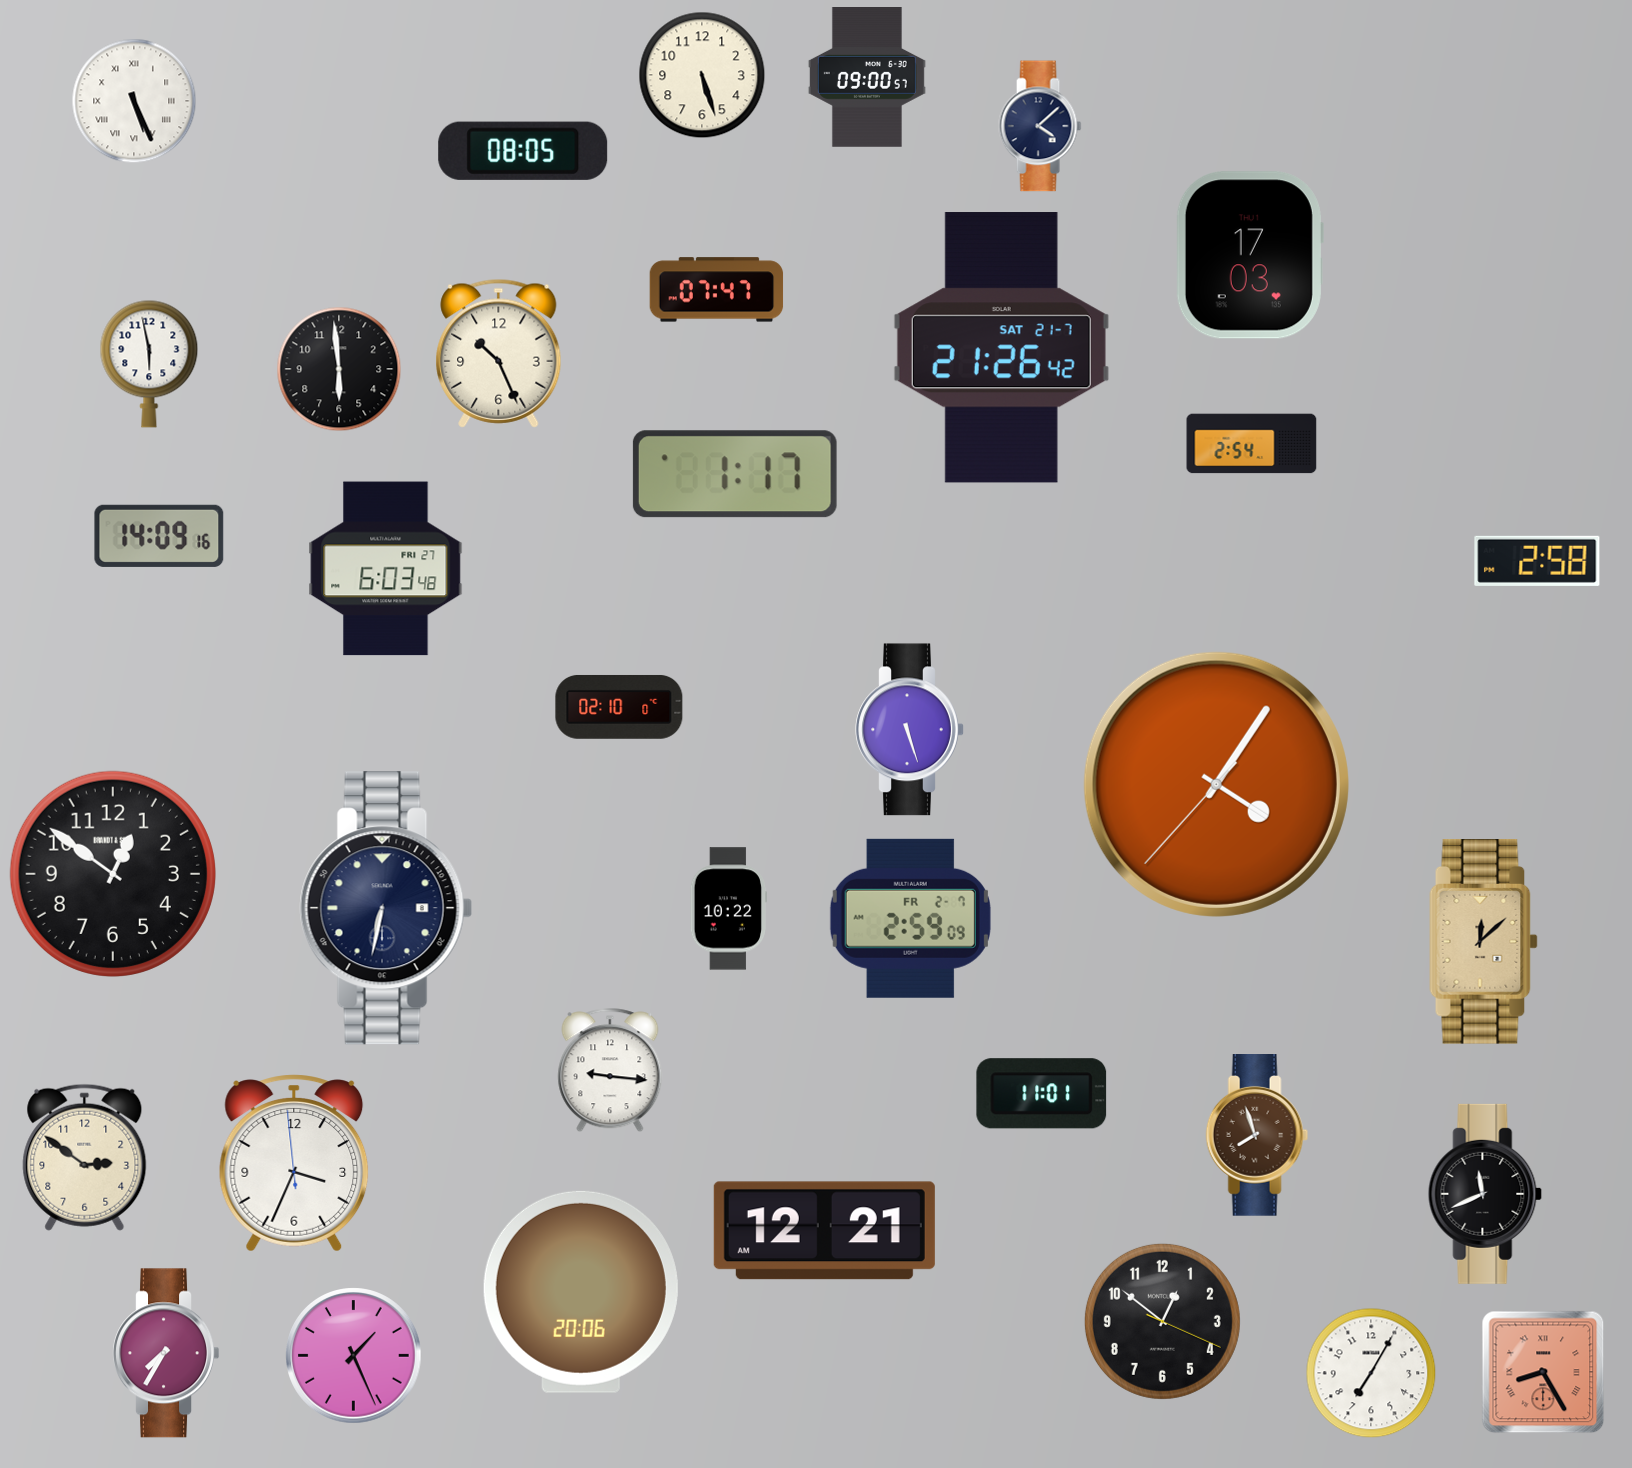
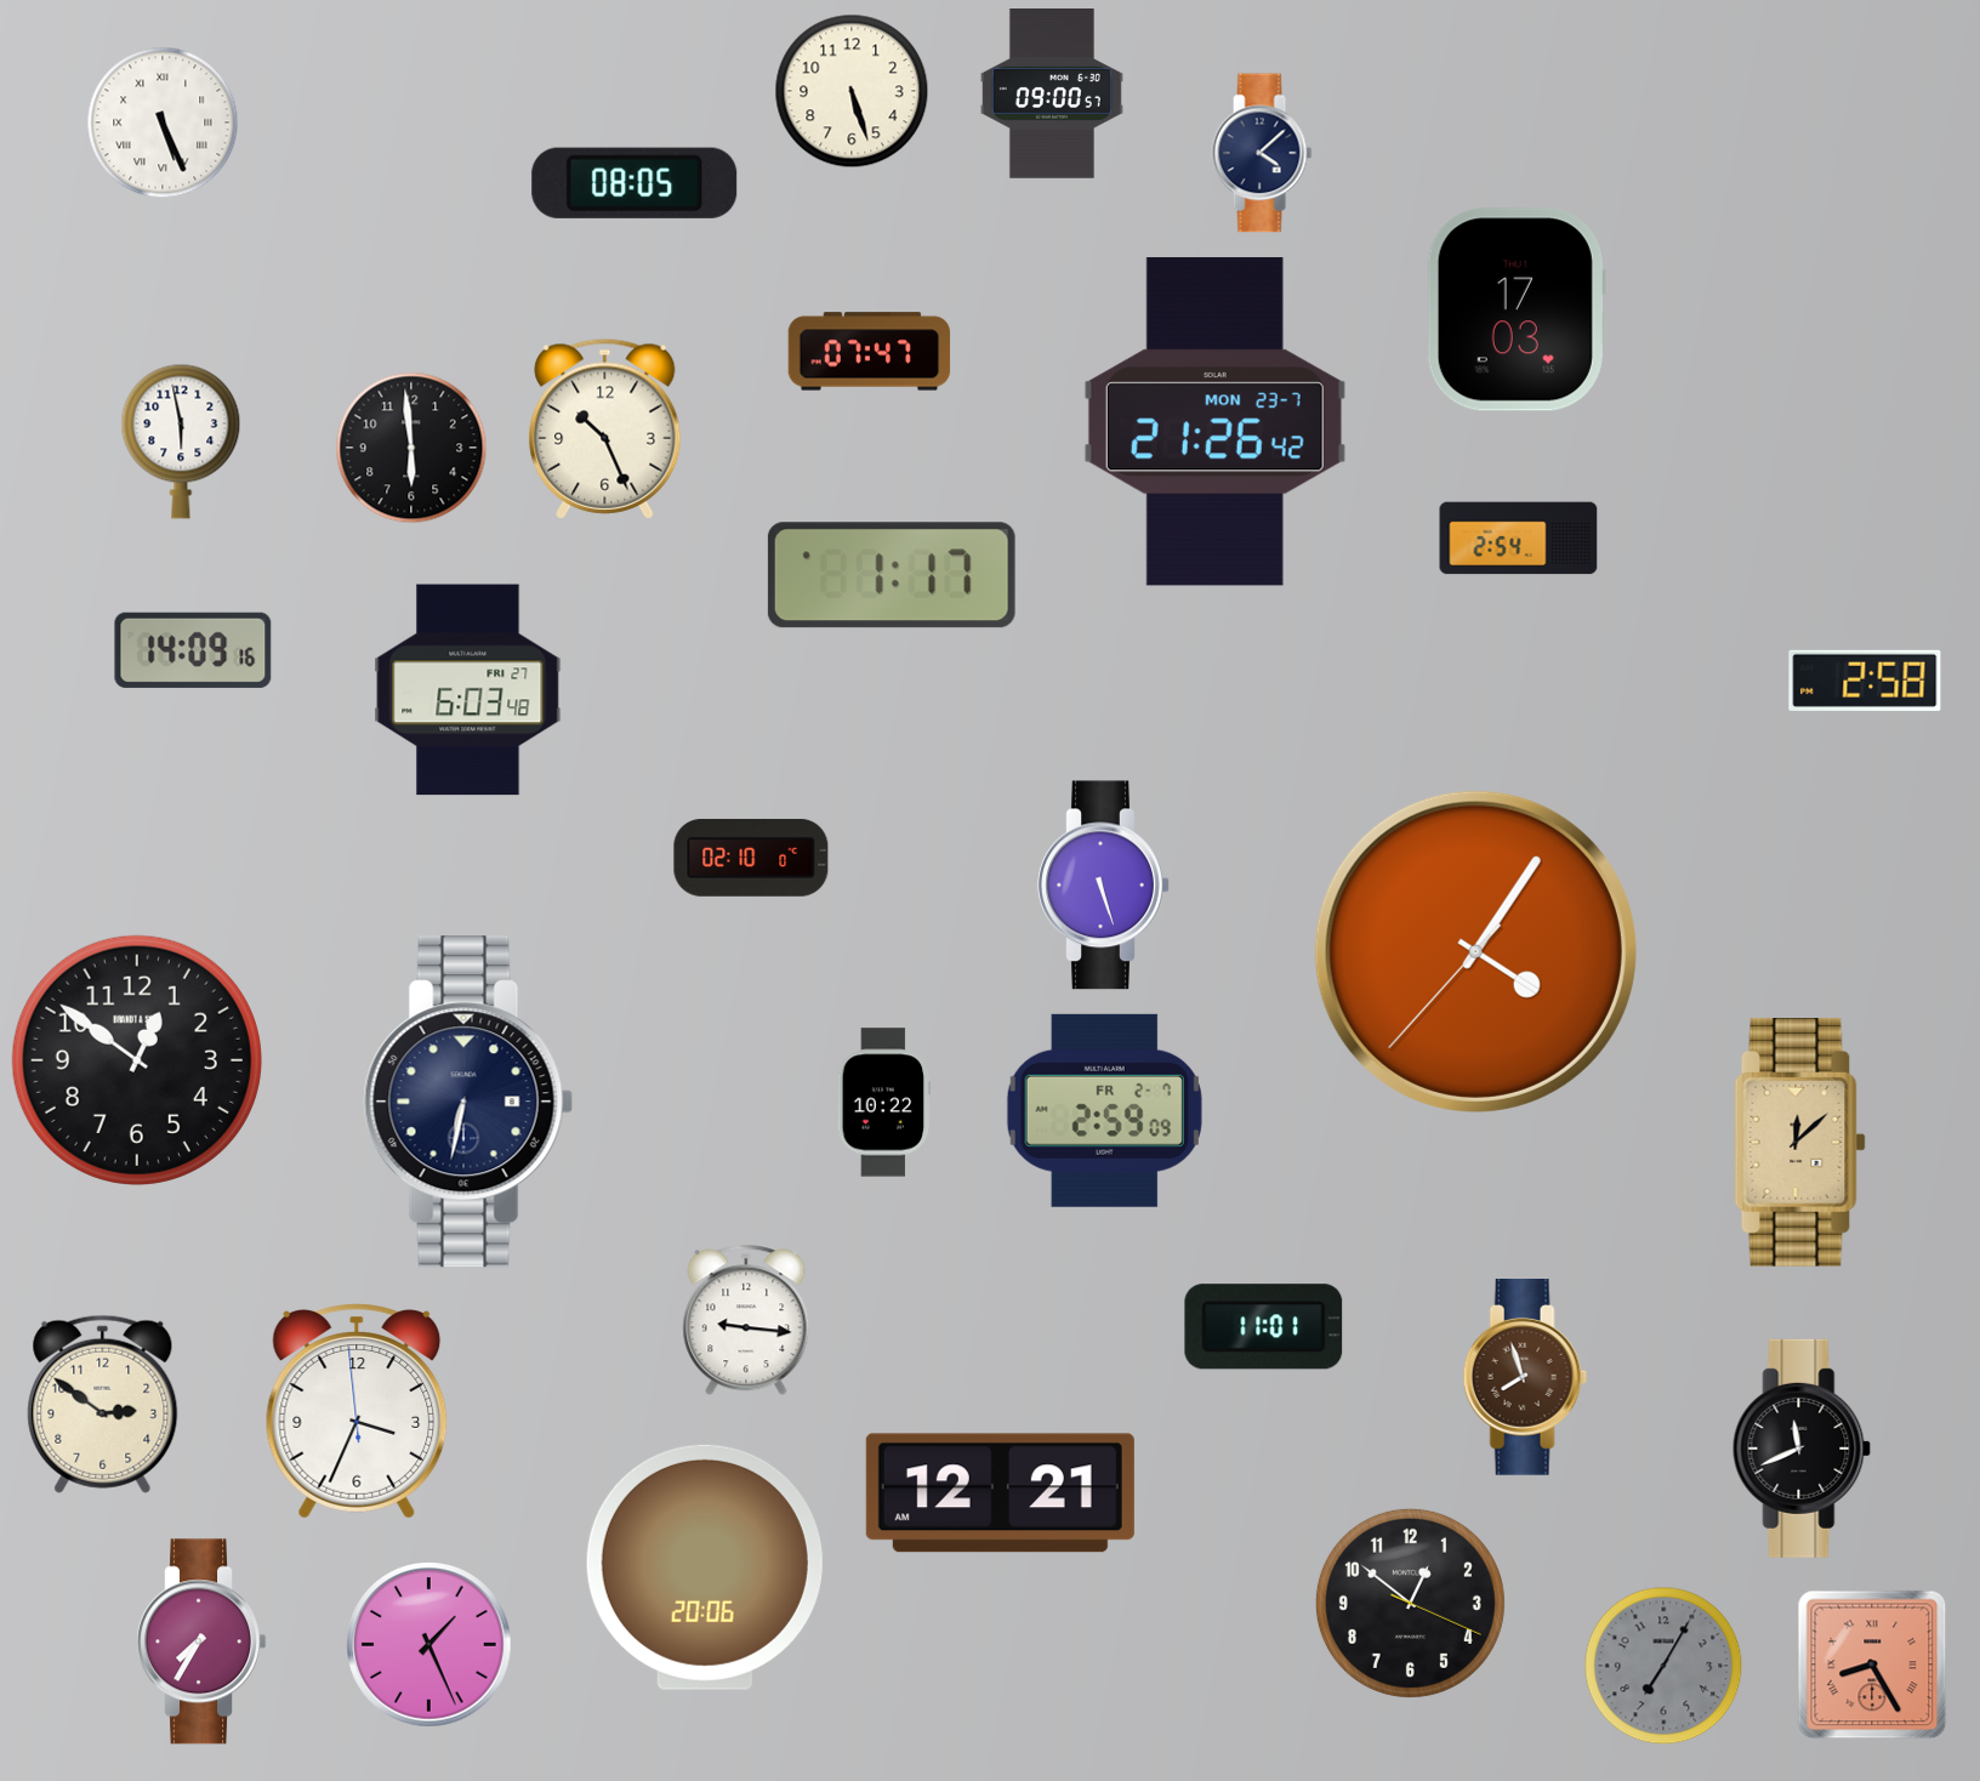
clock at (1001, 348) date: SAT 21-7 -> MON 23-7
clock at (910, 918) position: (910, 918) -> (1104, 1110)
clock at (610, 1070) position: (610, 1070) -> (746, 1320)
clock at (1371, 1373) dial: white -> grey
